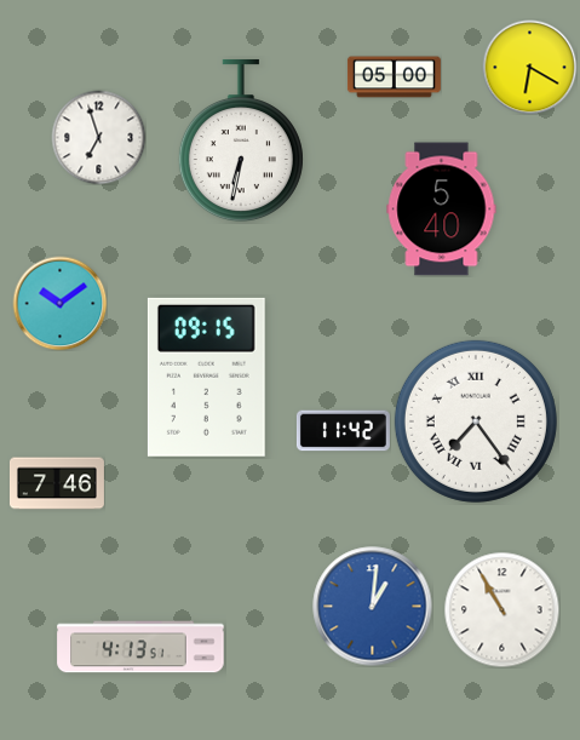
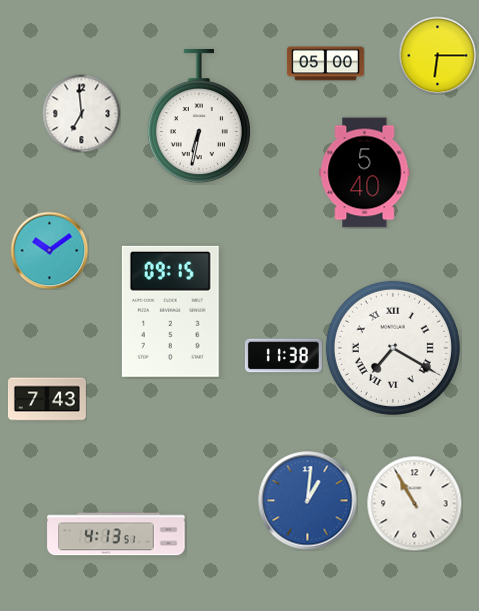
clock at (529, 67): 6:20 -> 6:15
clock at (98, 137): 6:57 -> 6:59
clock at (476, 421): 7:24 -> 7:20
clock at (343, 431): 11:42 -> 11:38
clock at (57, 483): 7:46 -> 7:43
